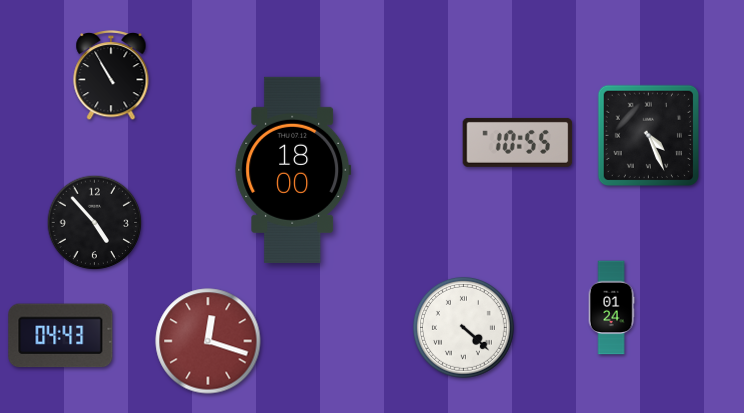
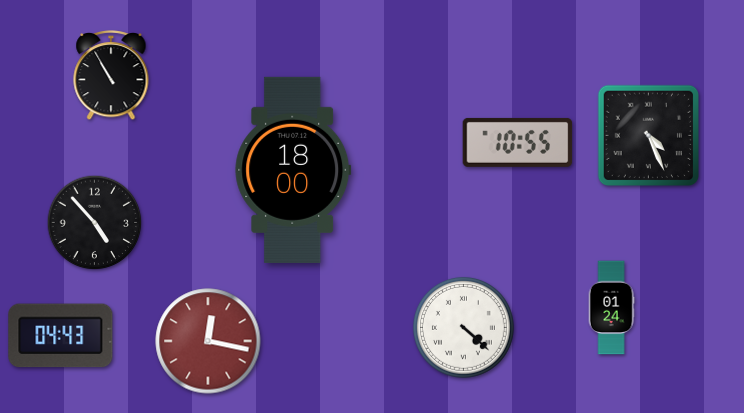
clock at (208, 341): 12:18 -> 12:17
